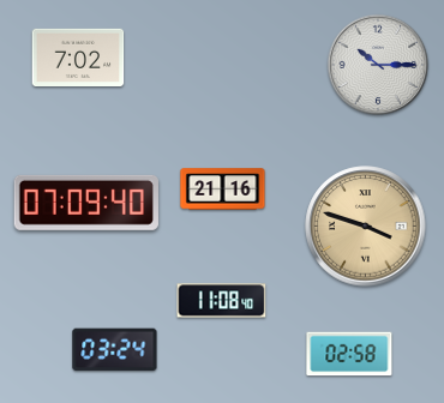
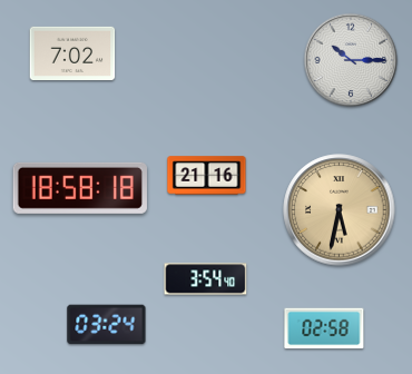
clock at (86, 203): 07:09 -> 18:58
clock at (366, 227): 3:48 -> 5:32
clock at (222, 301): 11:08 -> 3:54
